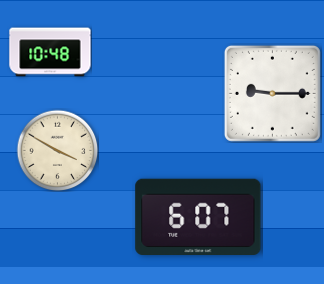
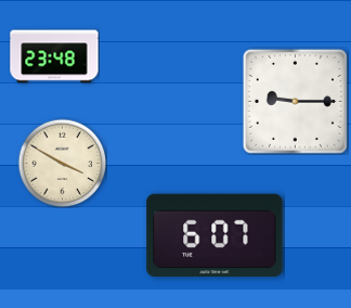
clock at (50, 52): 10:48 -> 23:48
